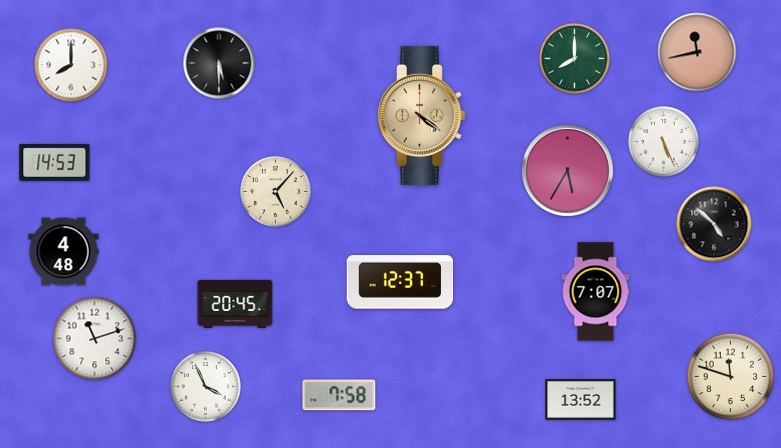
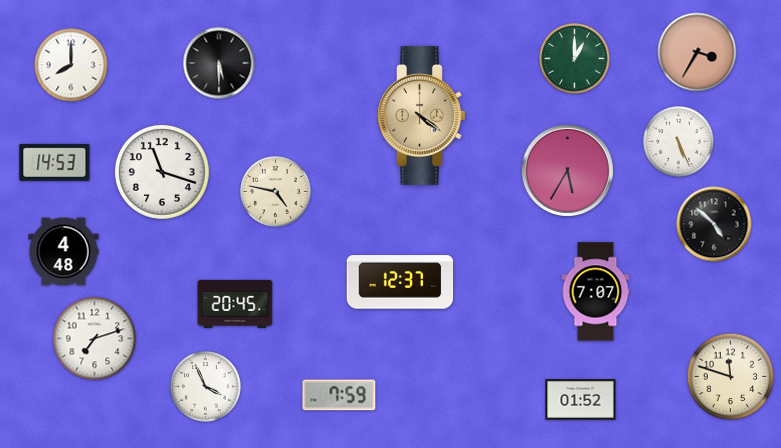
clock at (697, 52): 11:43 -> 3:35
clock at (575, 59): 8:00 -> 1:00
clock at (664, 142) position: (664, 142) -> (679, 142)
clock at (162, 172): none -> 11:18
clock at (276, 192): 5:07 -> 4:47
clock at (95, 339): 11:12 -> 7:12
clock at (339, 395): 7:58 -> 7:59
clock at (581, 400): 13:52 -> 01:52
